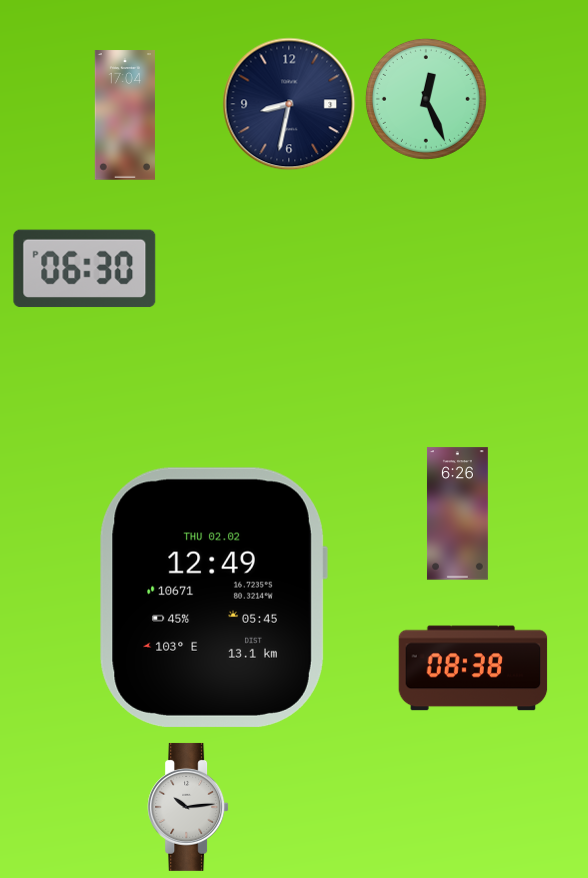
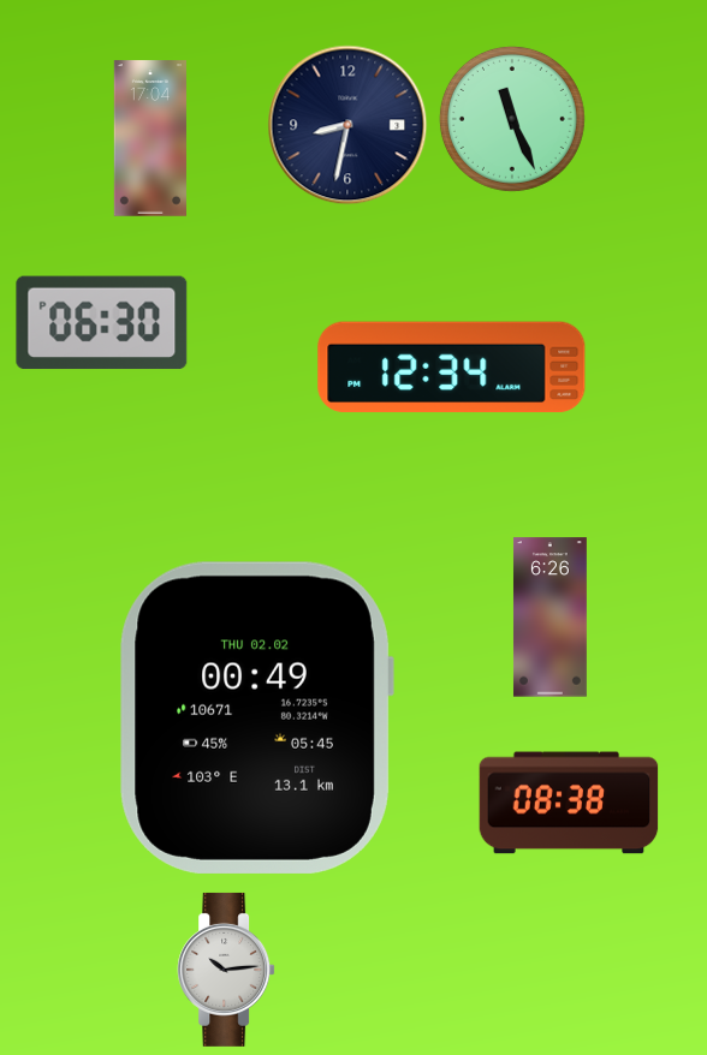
clock at (426, 99): 12:26 -> 11:26
clock at (452, 368): none -> 12:34
clock at (213, 597): 12:49 -> 00:49
